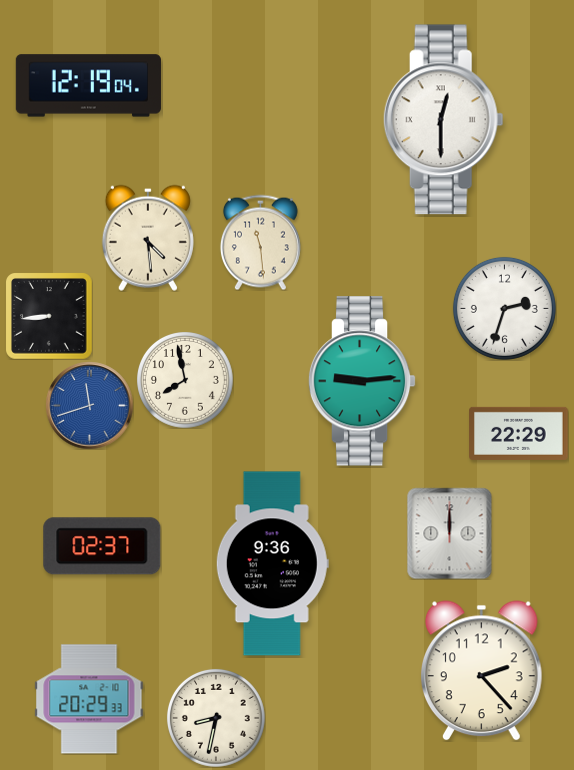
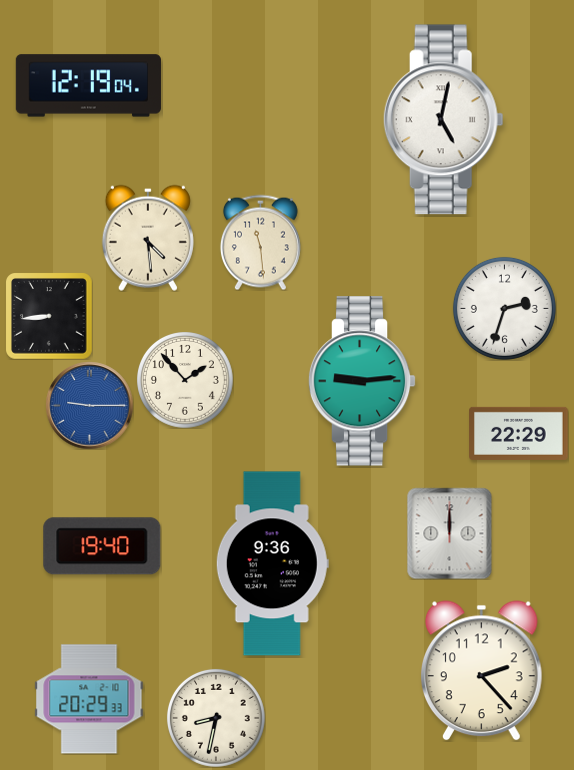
clock at (443, 120): 12:30 -> 5:02
clock at (185, 380): 7:58 -> 1:53
clock at (89, 405): 11:42 -> 9:15
clock at (102, 546): 02:37 -> 19:40
